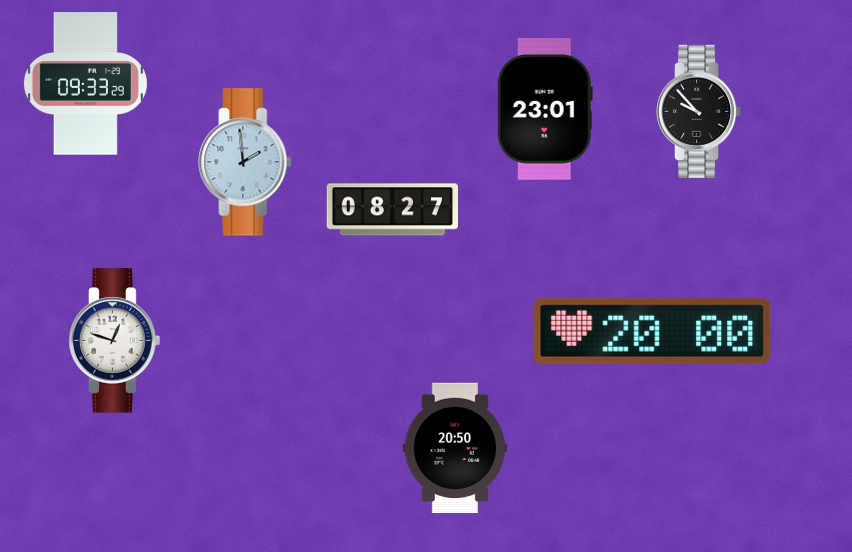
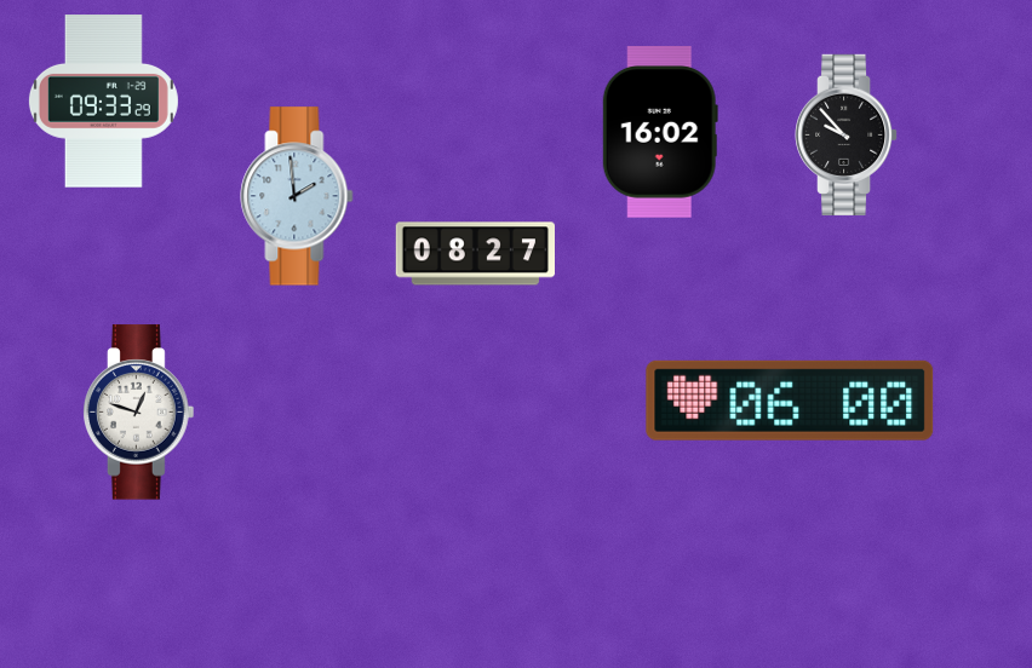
clock at (545, 110): 23:01 -> 16:02
clock at (652, 331): 20:00 -> 06:00
clock at (454, 448): 20:50 -> none
